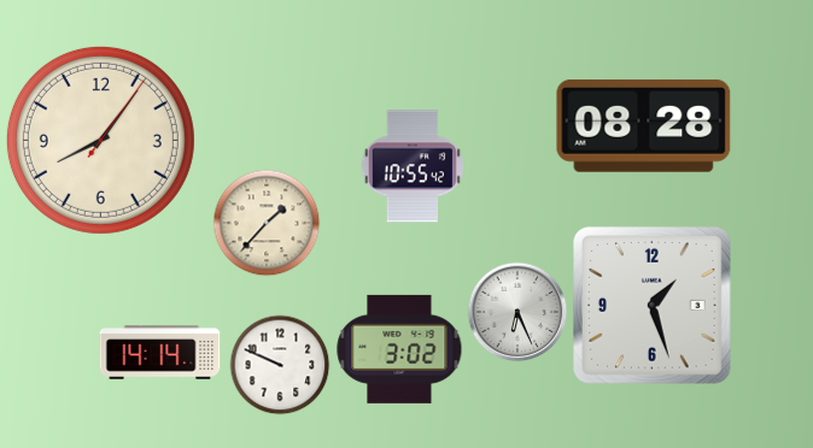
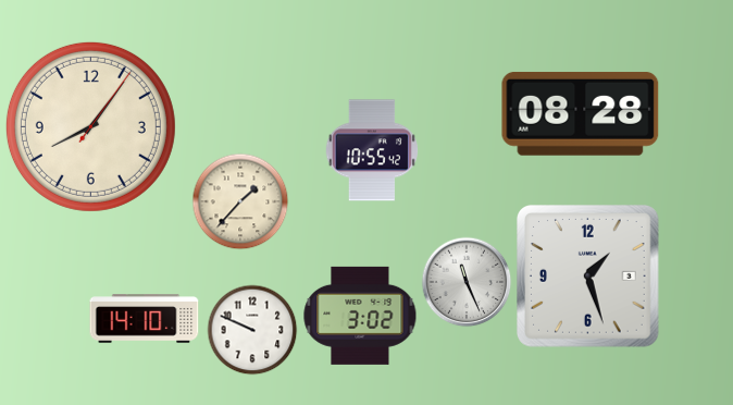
clock at (517, 312): 6:26 -> 11:26
clock at (160, 353): 14:14 -> 14:10
